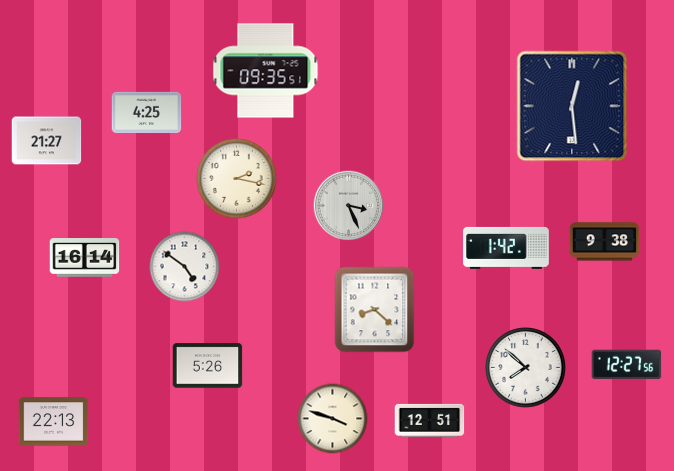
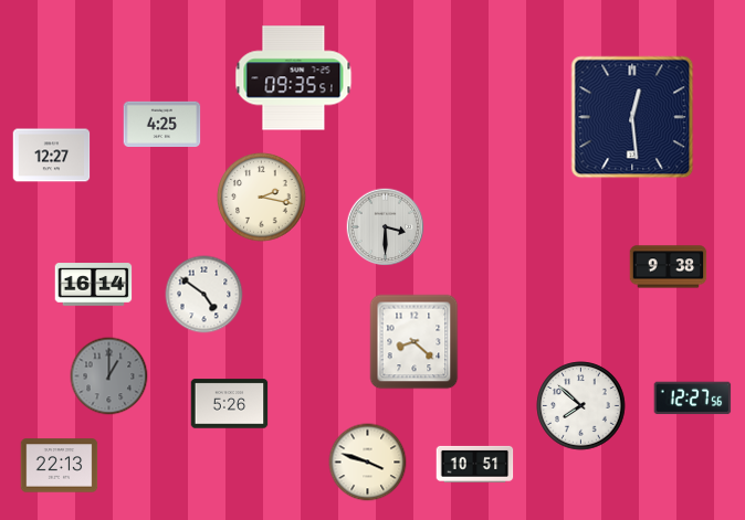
clock at (47, 141): 21:27 -> 12:27
clock at (349, 206): 3:26 -> 3:30
clock at (507, 248): 1:42 -> none
clock at (109, 376): none -> 1:00
clock at (627, 365) position: (627, 365) -> (693, 399)
clock at (430, 420): 12:51 -> 10:51
